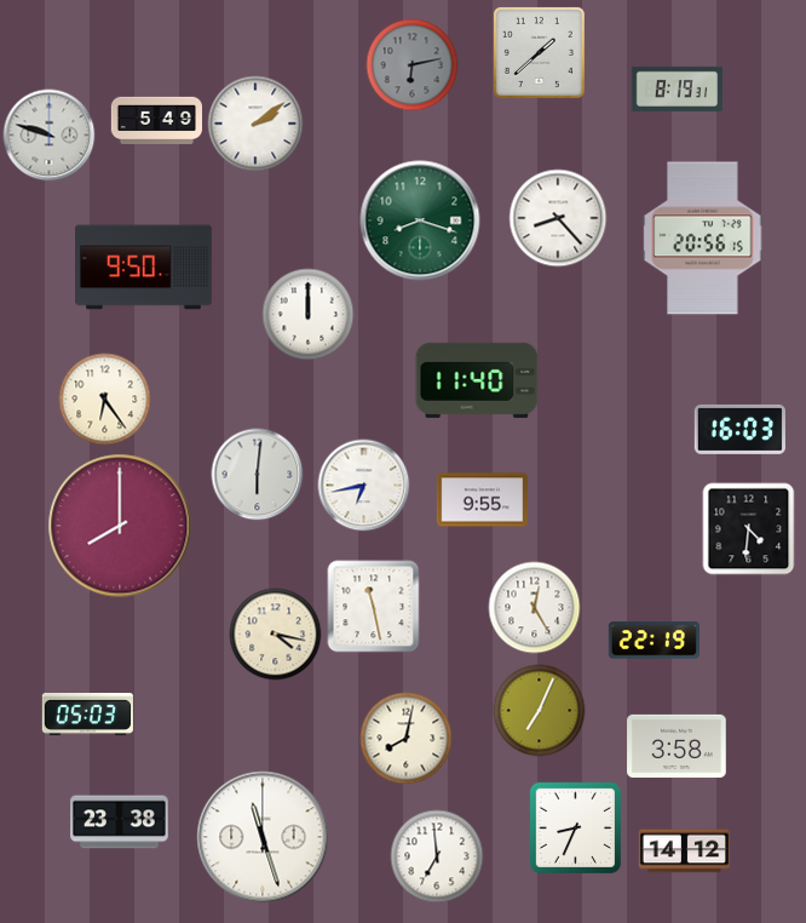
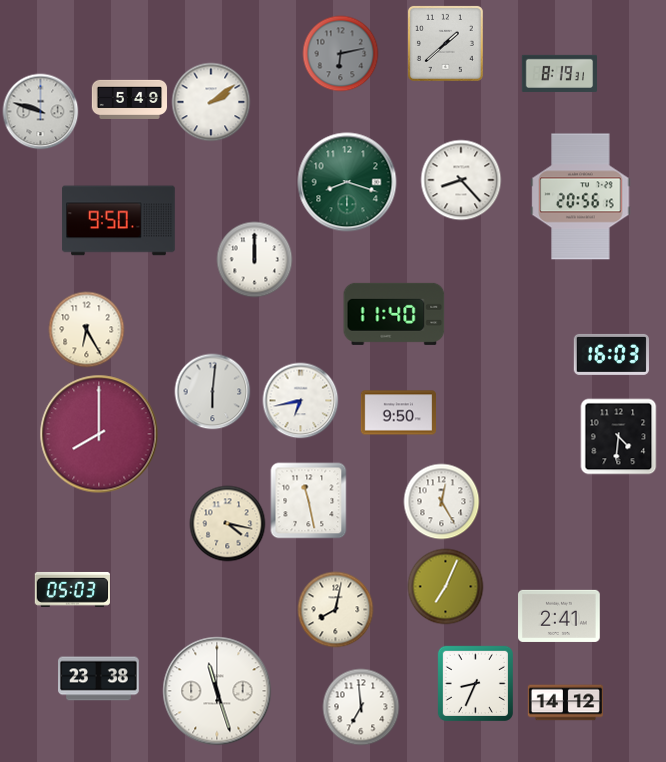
clock at (105, 400): 6:24 -> 6:25
clock at (482, 500): 9:55 -> 9:50
clock at (654, 641): 22:19 -> none
clock at (677, 746): 3:58 -> 2:41
